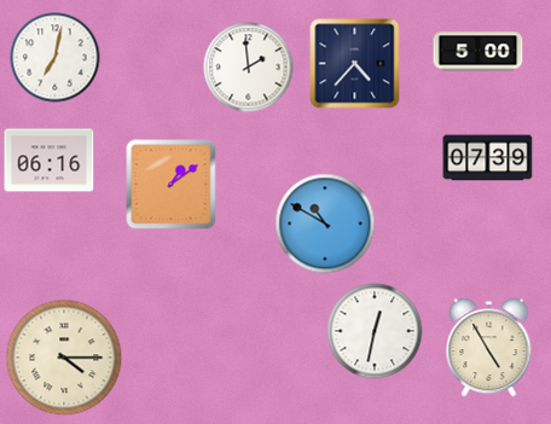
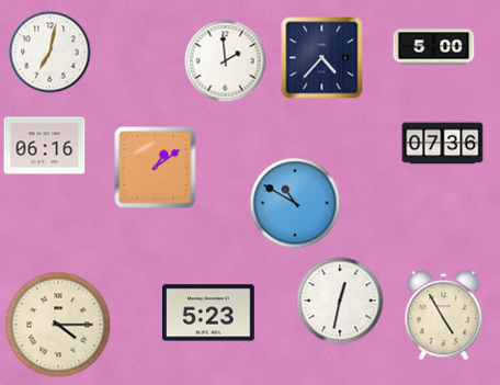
clock at (488, 158): 07:39 -> 07:36
clock at (209, 313): none -> 5:23
